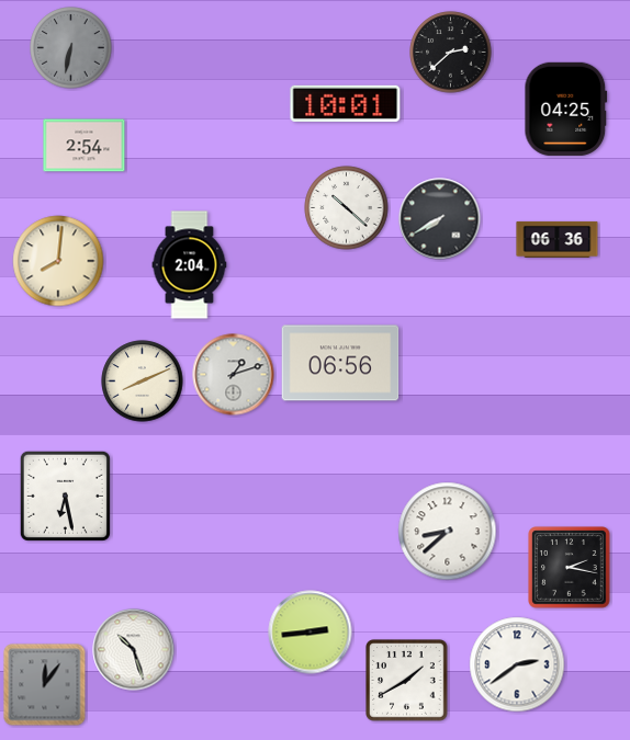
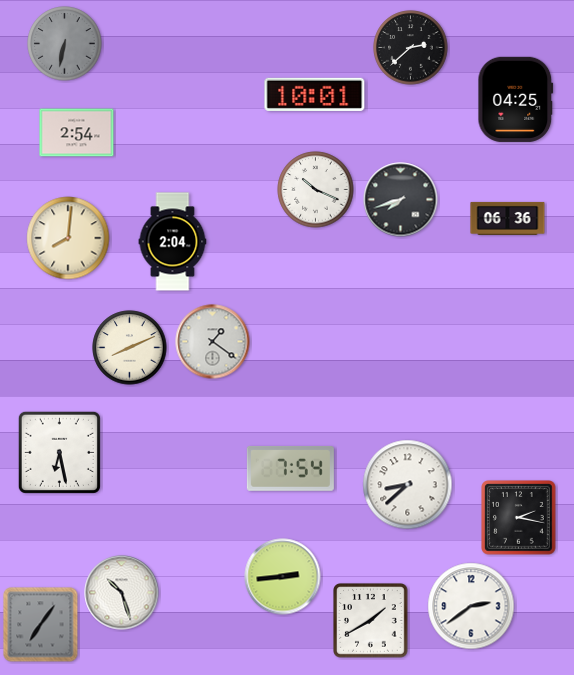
clock at (347, 208): 10:22 -> 10:19
clock at (440, 219): 7:40 -> 7:42
clock at (58, 261) position: (58, 261) -> (68, 238)
clock at (340, 363): 06:56 -> none
clock at (234, 375): 1:12 -> 1:21
clock at (290, 468): none -> 7:54
clock at (45, 685): 12:06 -> 7:06
